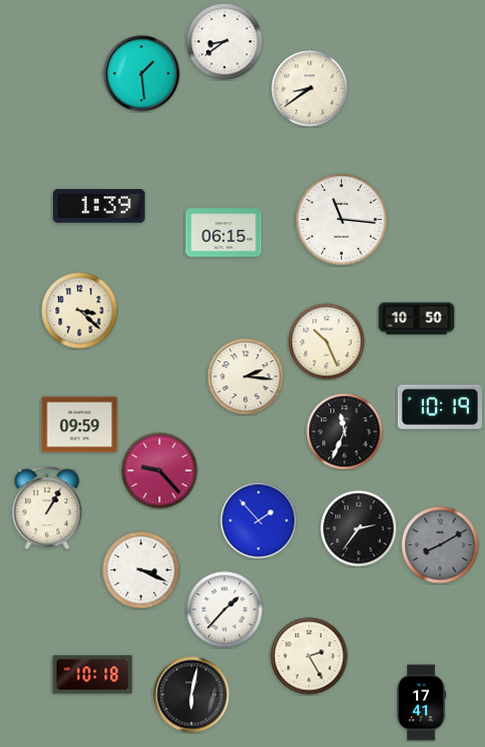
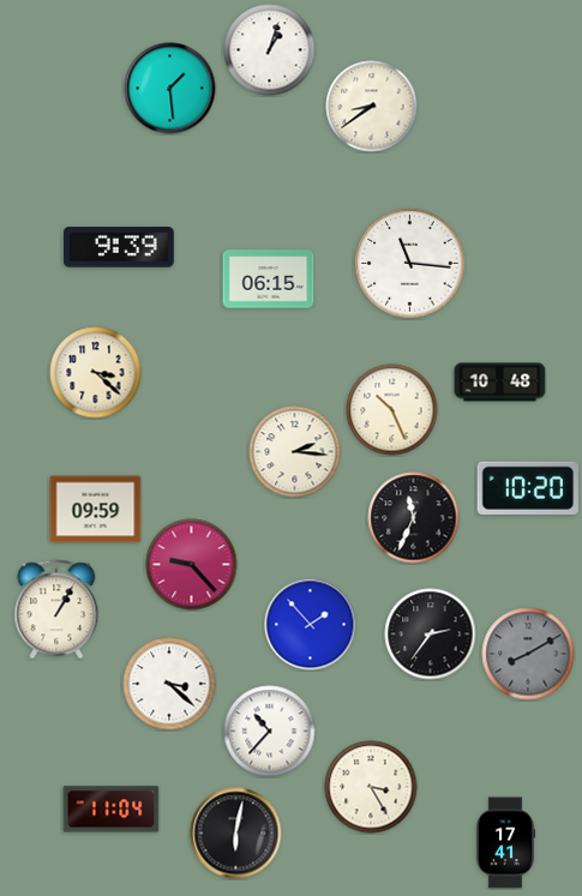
clock at (225, 42): 8:39 -> 1:03
clock at (99, 206): 1:39 -> 9:39
clock at (417, 319): 10:50 -> 10:48
clock at (439, 407): 10:19 -> 10:20
clock at (141, 570): 3:19 -> 3:22
clock at (225, 610): 1:37 -> 10:37
clock at (309, 656): 2:25 -> 3:25
clock at (93, 675): 10:18 -> 11:04
clock at (192, 695) position: (192, 695) -> (236, 834)
